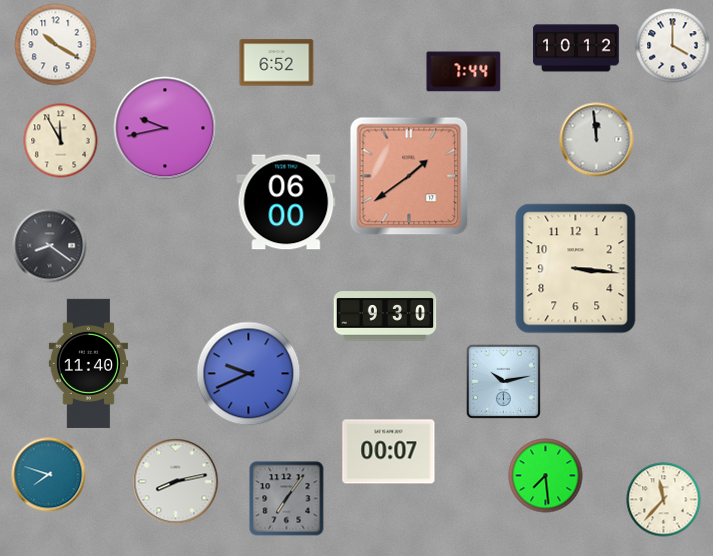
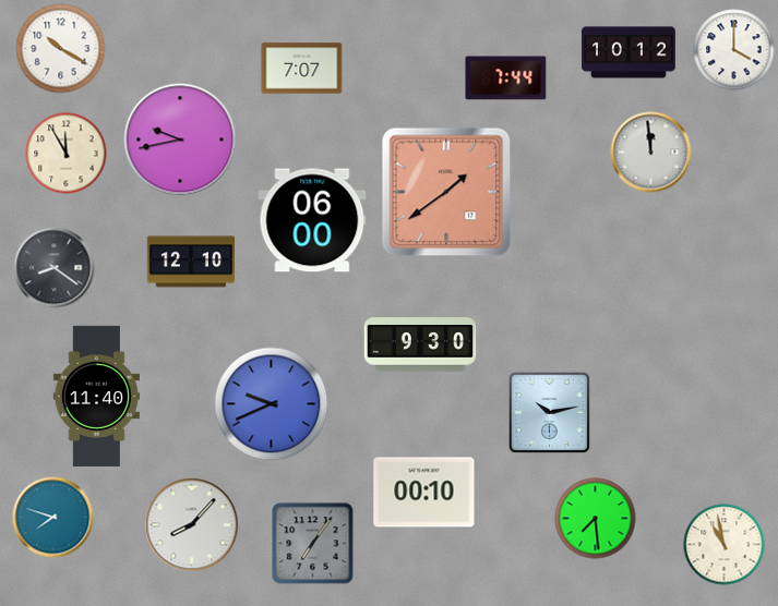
clock at (277, 63): 6:52 -> 7:07
clock at (191, 262): none -> 12:10
clock at (576, 269): 3:16 -> none
clock at (249, 374) position: (249, 374) -> (272, 404)
clock at (503, 381) position: (503, 381) -> (549, 412)
clock at (389, 452): 00:07 -> 00:10
clock at (176, 482): 8:13 -> 8:07
clock at (664, 500): 11:37 -> 10:58
